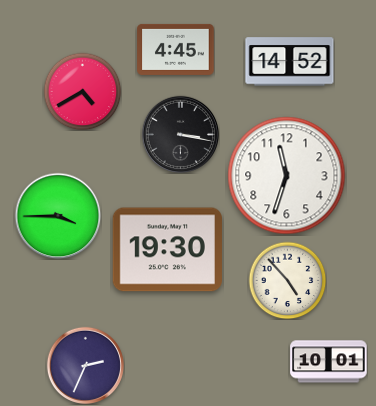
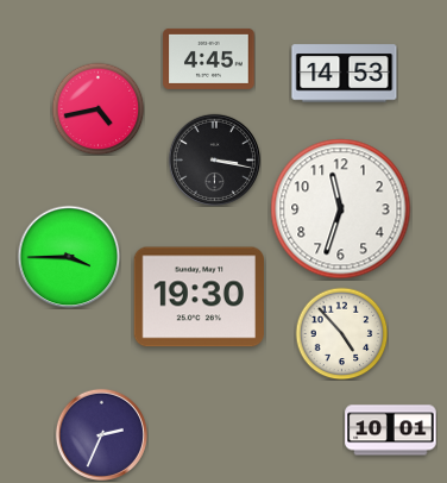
clock at (290, 62): 14:52 -> 14:53
clock at (82, 91): 4:40 -> 4:43
